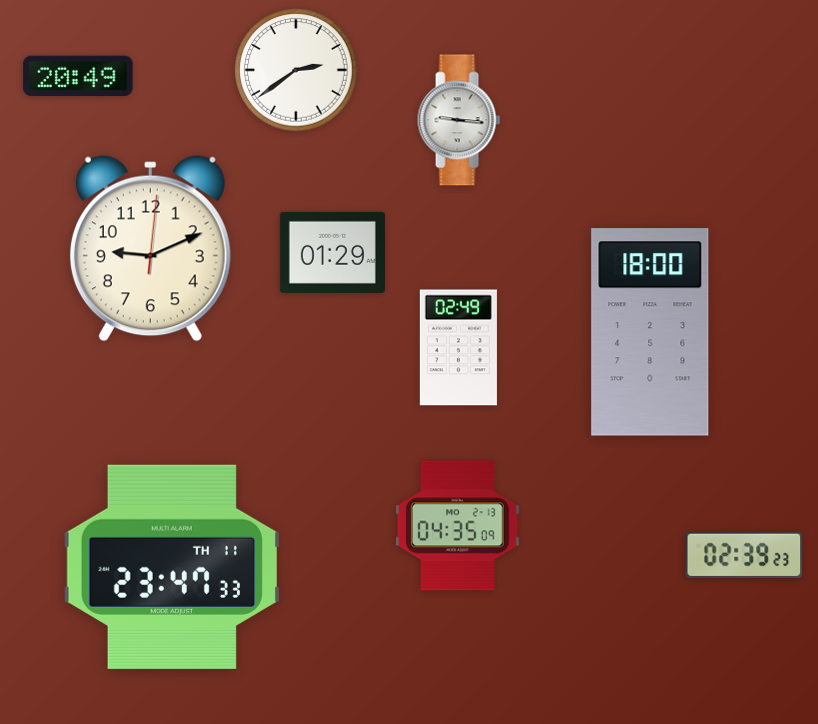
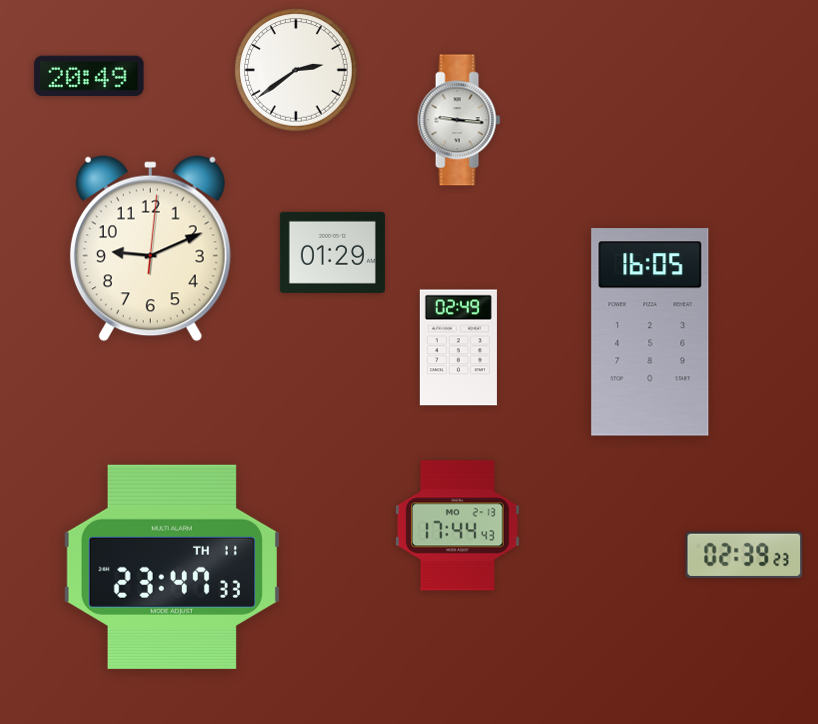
clock at (78, 75) position: (78, 75) -> (89, 75)
clock at (650, 332): 18:00 -> 16:05
clock at (458, 526): 04:35 -> 17:44
